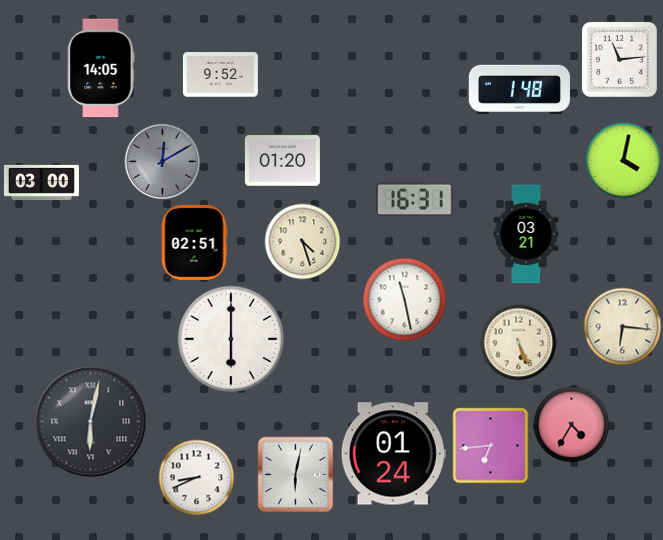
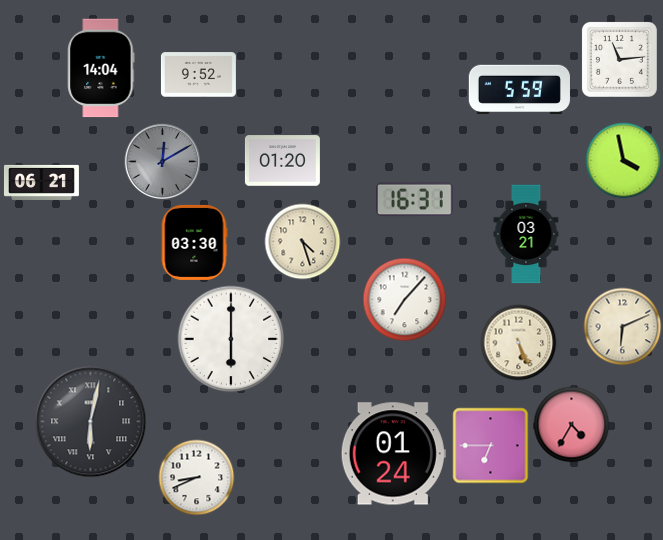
clock at (101, 68): 14:05 -> 14:04
clock at (220, 75) position: (220, 75) -> (198, 75)
clock at (519, 90): 1:48 -> 5:59
clock at (624, 161): 4:02 -> 3:58
clock at (41, 182): 03:00 -> 06:21
clock at (194, 242): 02:51 -> 03:30
clock at (405, 300): 11:28 -> 7:07
clock at (623, 327): 6:16 -> 6:11
clock at (491, 446): 6:44 -> 6:45
clock at (296, 475): 6:02 -> none
